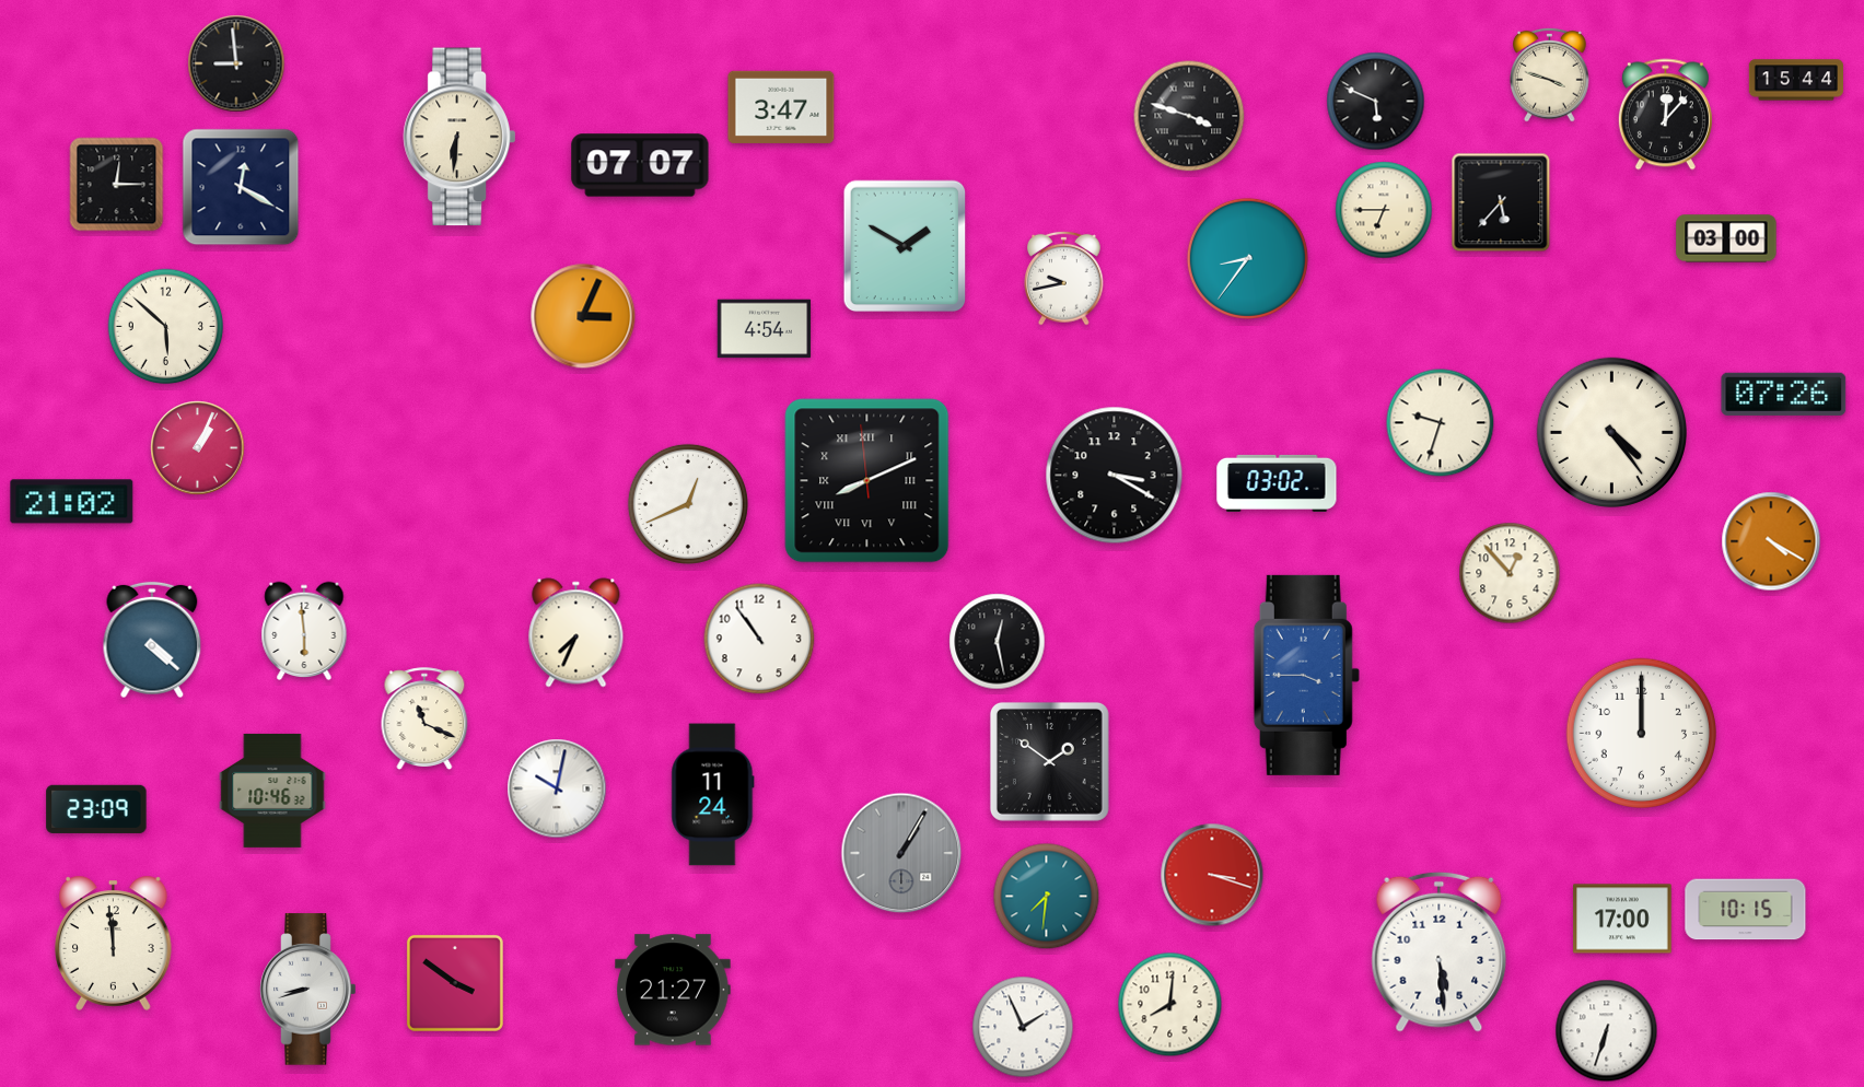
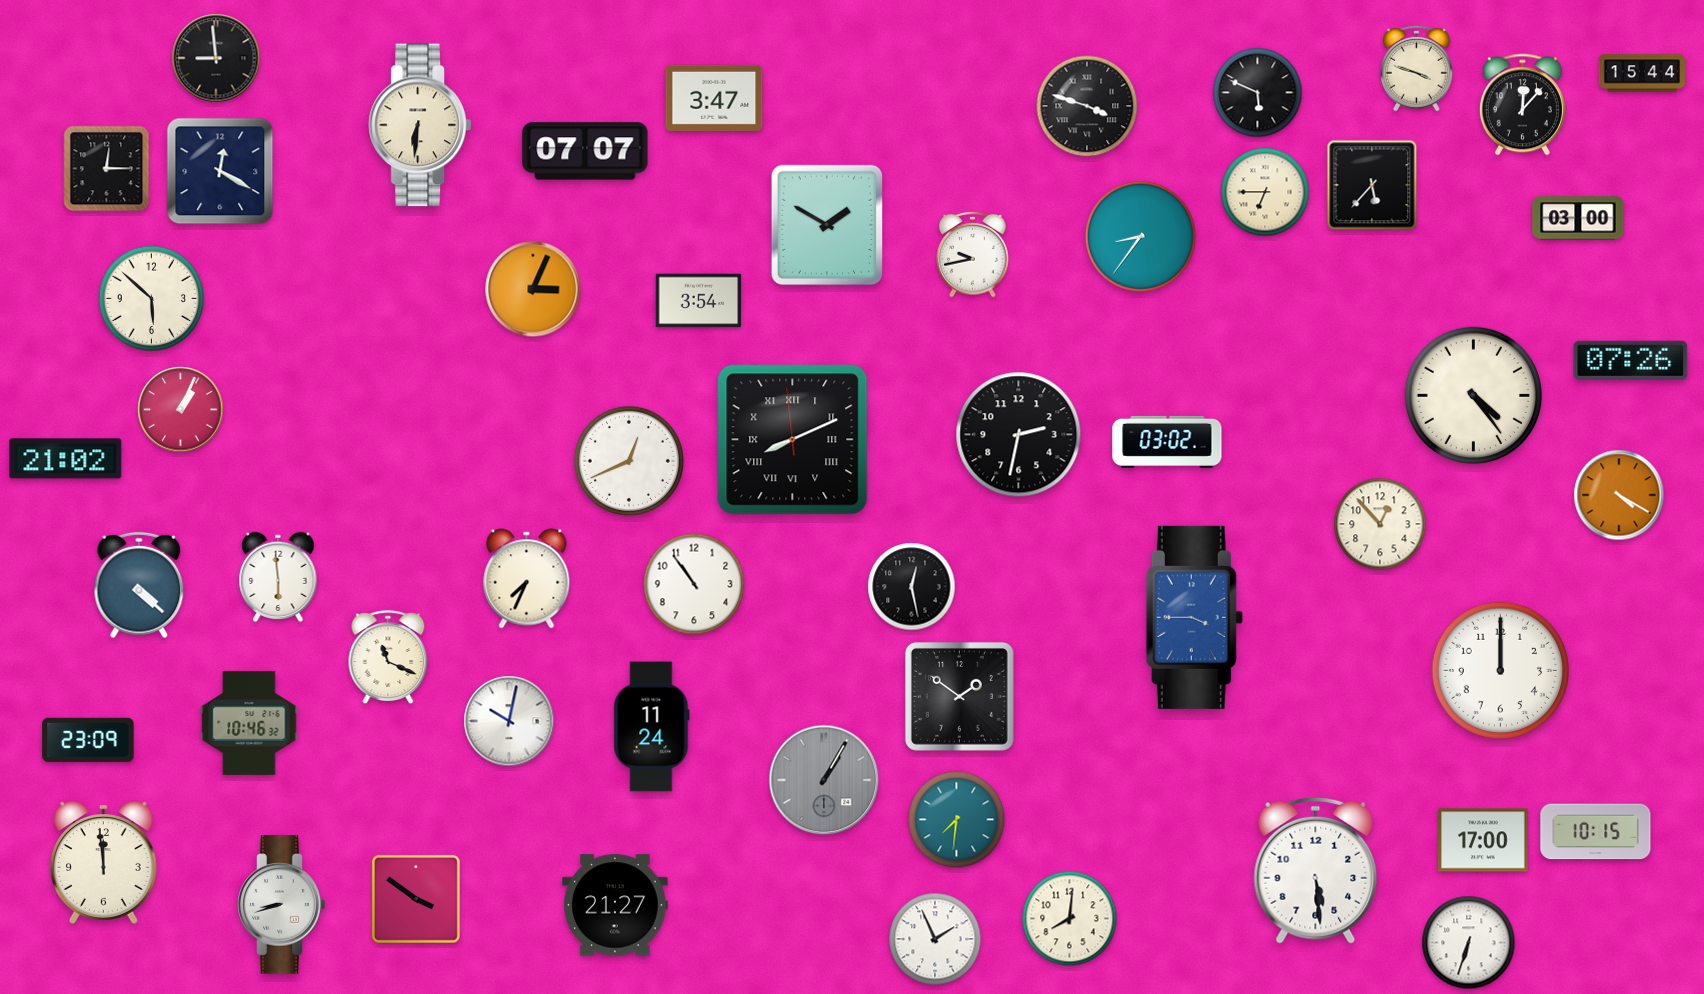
clock at (765, 329): 4:54 -> 3:54
clock at (1441, 423): 9:33 -> none
clock at (1115, 476): 3:20 -> 2:32
clock at (1212, 875): 3:18 -> none
